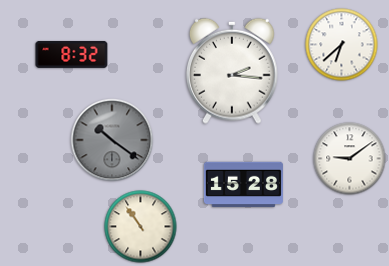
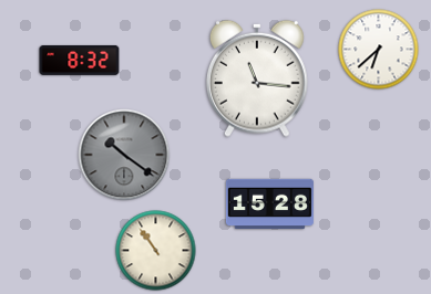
clock at (233, 71): 2:16 -> 11:16
clock at (350, 159): 9:09 -> none
